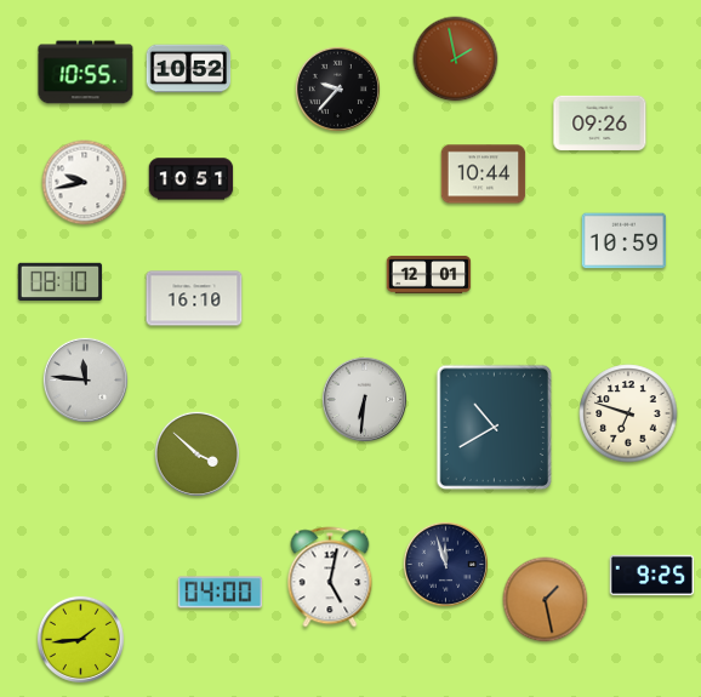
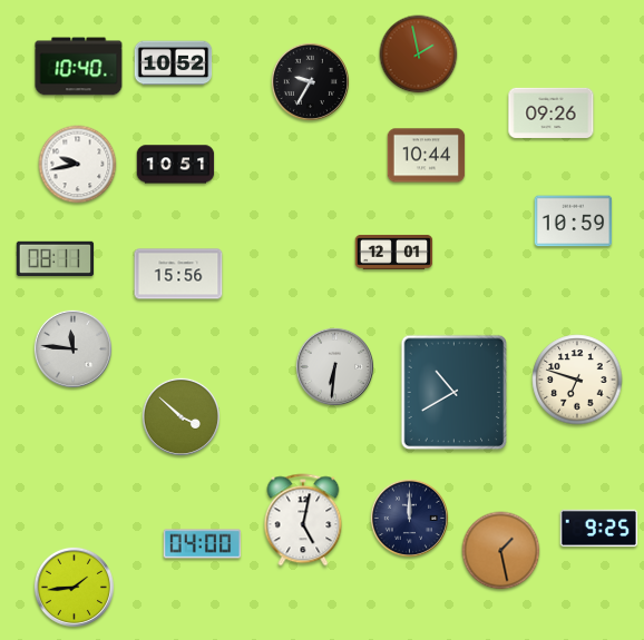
clock at (86, 73): 10:55 -> 10:40
clock at (337, 88): 9:37 -> 9:35
clock at (484, 175) position: (484, 175) -> (427, 156)
clock at (85, 183) position: (85, 183) -> (78, 165)
clock at (61, 282): 08:10 -> 08:11
clock at (194, 298): 16:10 -> 15:56
clock at (85, 379) position: (85, 379) -> (72, 348)
clock at (445, 564): 11:57 -> 12:00
clock at (330, 577) position: (330, 577) -> (303, 520)
